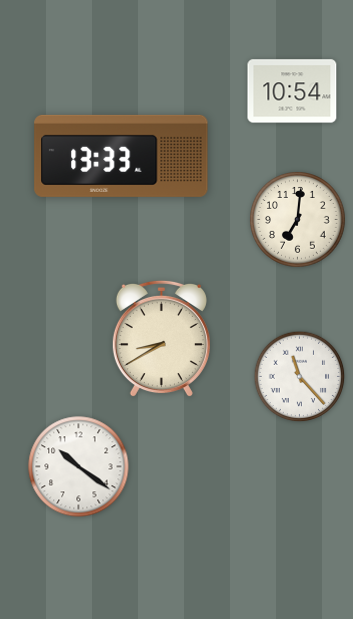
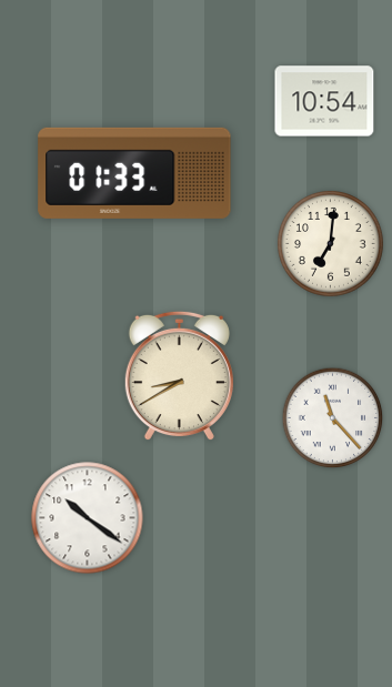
clock at (121, 156): 13:33 -> 01:33
